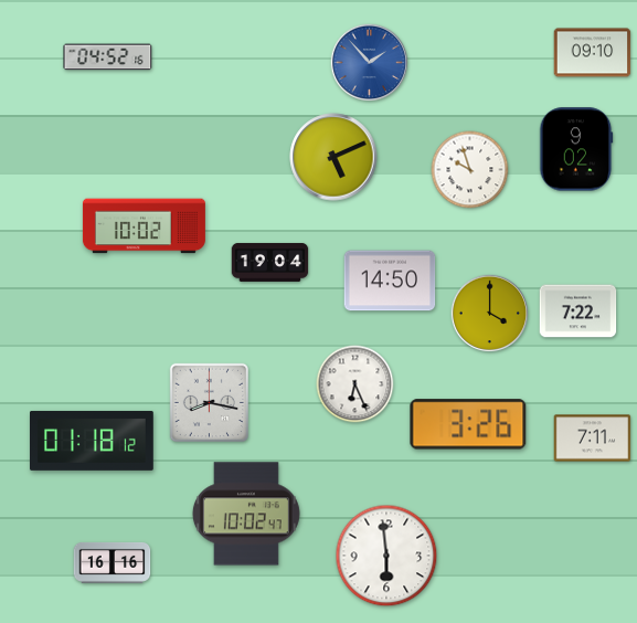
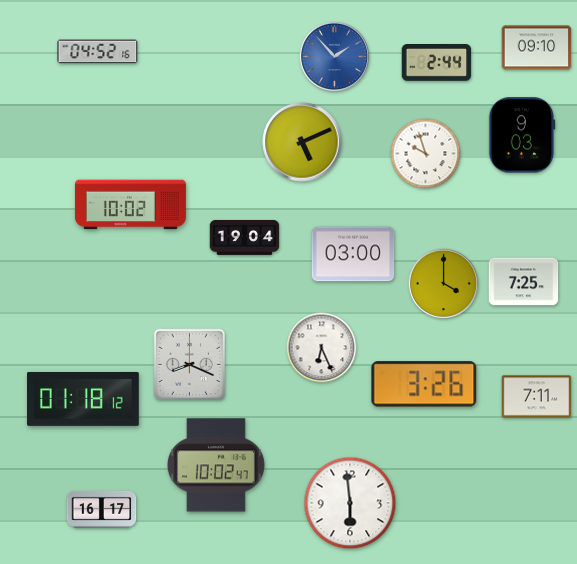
clock at (437, 63): none -> 2:44
clock at (576, 149): 9:02 -> 9:03
clock at (390, 281): 14:50 -> 03:00
clock at (578, 311): 7:22 -> 7:25
clock at (209, 402): 8:17 -> 8:19
clock at (246, 514) position: (246, 514) -> (216, 465)
clock at (113, 562): 16:16 -> 16:17
